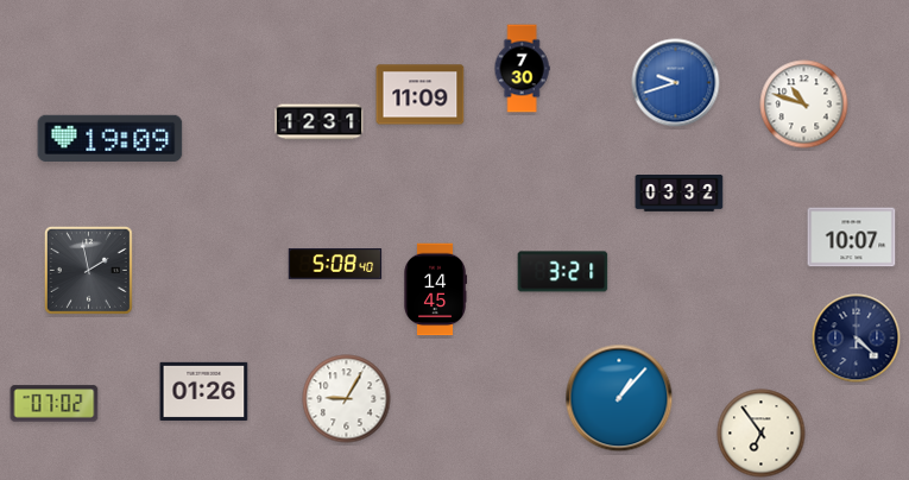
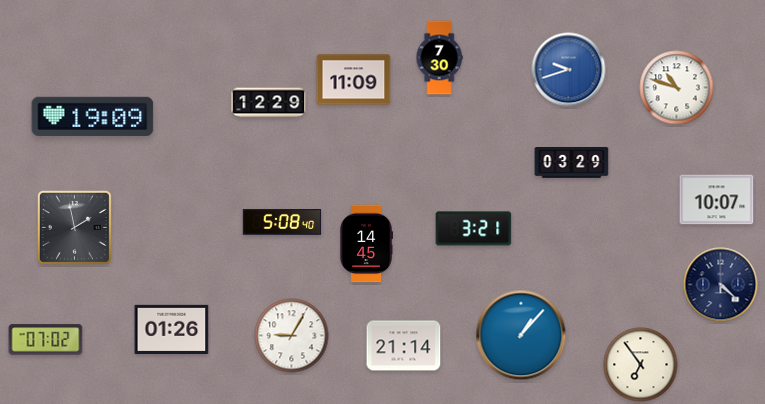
clock at (320, 122): 12:31 -> 12:29
clock at (680, 194): 03:32 -> 03:29
clock at (404, 346): none -> 21:14
